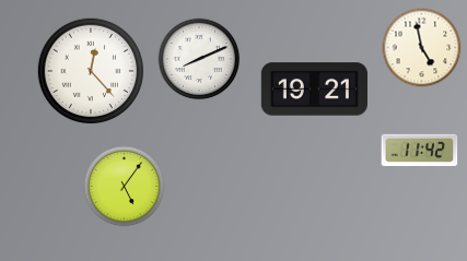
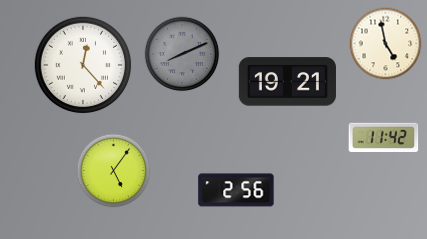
clock at (199, 59) dial: white -> grey
clock at (236, 190): none -> 2:56
